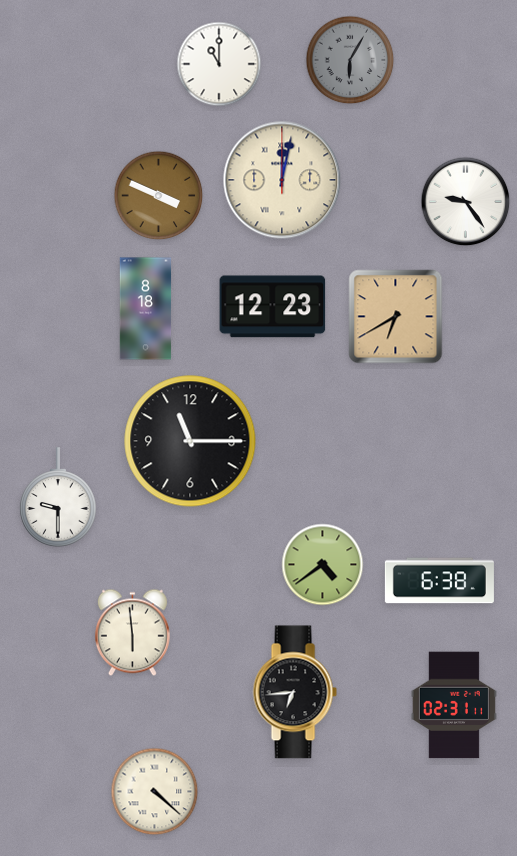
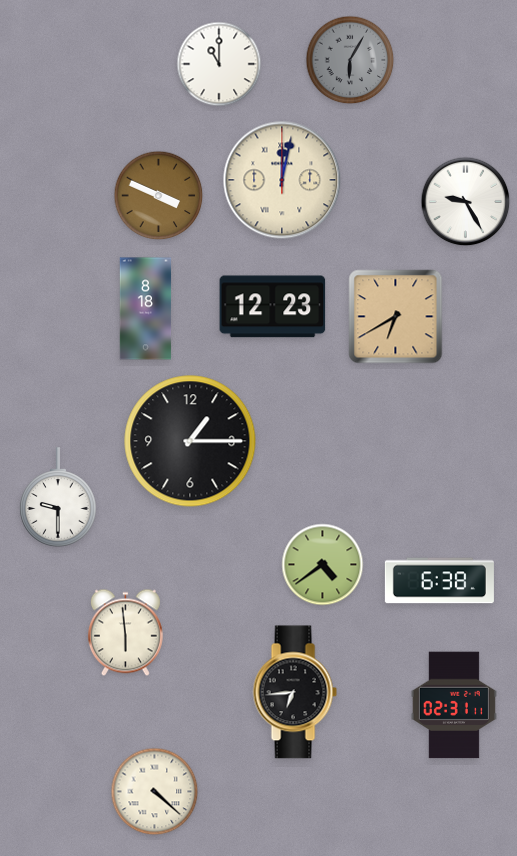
clock at (466, 202): 9:24 -> 9:25
clock at (190, 441): 11:15 -> 1:15
clock at (132, 633) position: (132, 633) -> (125, 633)
